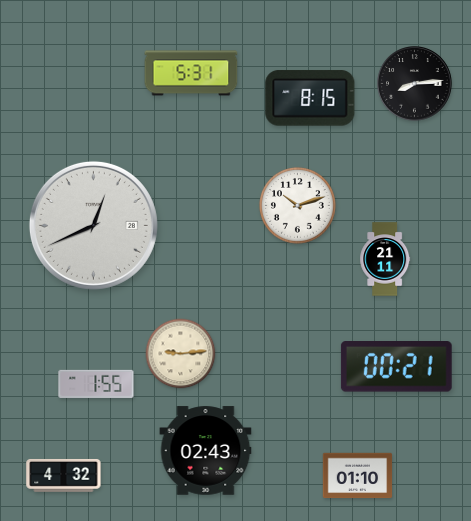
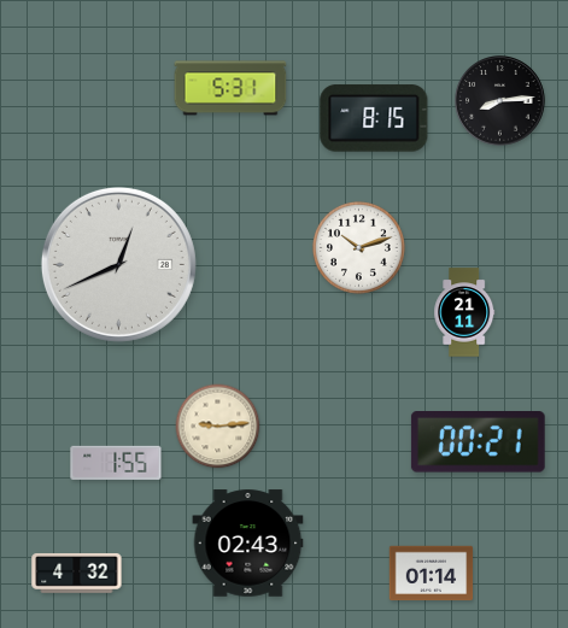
clock at (93, 225) position: (93, 225) -> (118, 264)
clock at (358, 476): 01:10 -> 01:14
